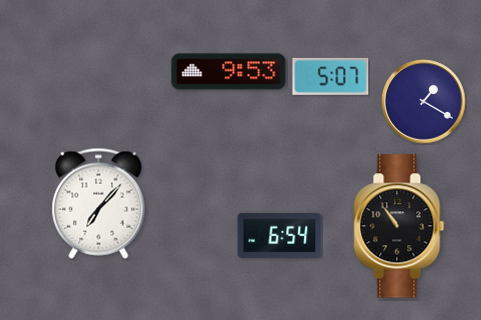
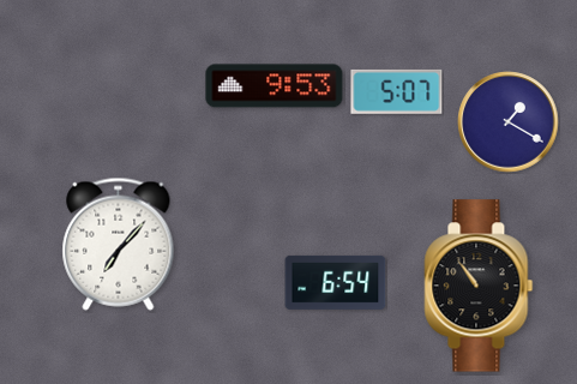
clock at (399, 226) position: (399, 226) -> (479, 286)
